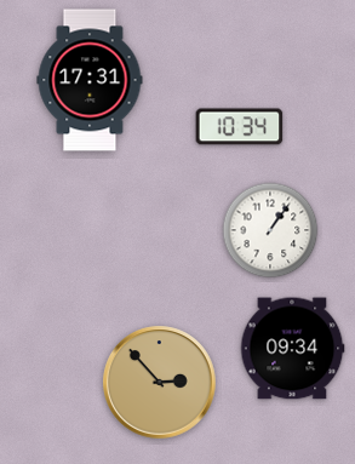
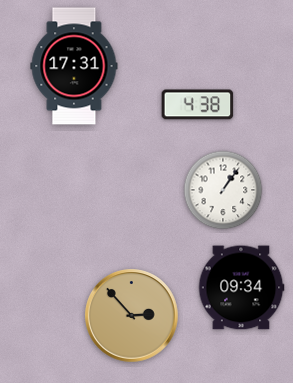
clock at (240, 127): 10:34 -> 4:38
